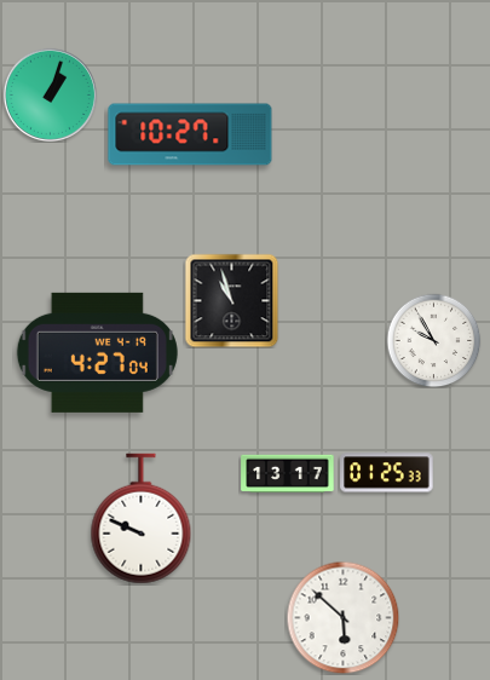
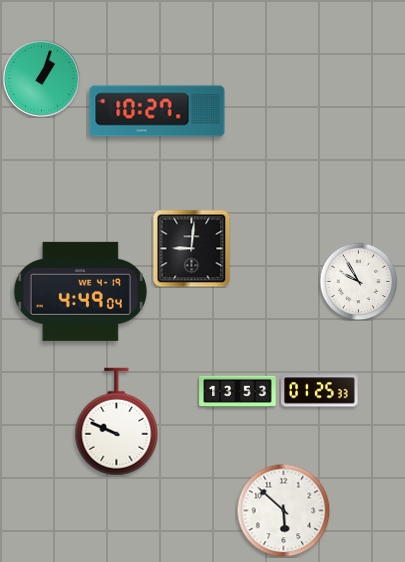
clock at (231, 300): 10:57 -> 9:01
clock at (97, 352): 4:27 -> 4:49
clock at (288, 474): 13:17 -> 13:53
clock at (142, 519) position: (142, 519) -> (117, 422)
